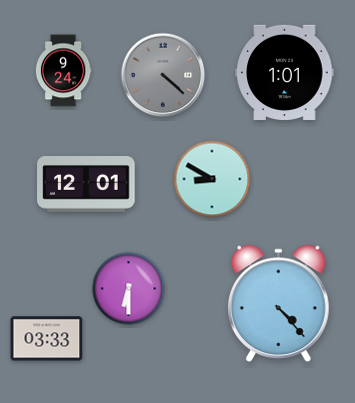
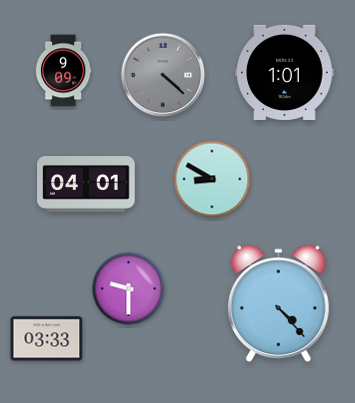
clock at (63, 71): 9:24 -> 9:09
clock at (86, 185): 12:01 -> 04:01
clock at (129, 289): 6:30 -> 9:30
